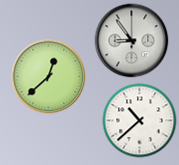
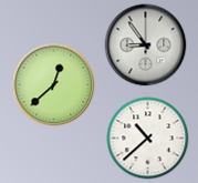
clock at (140, 121) position: (140, 121) -> (148, 139)
